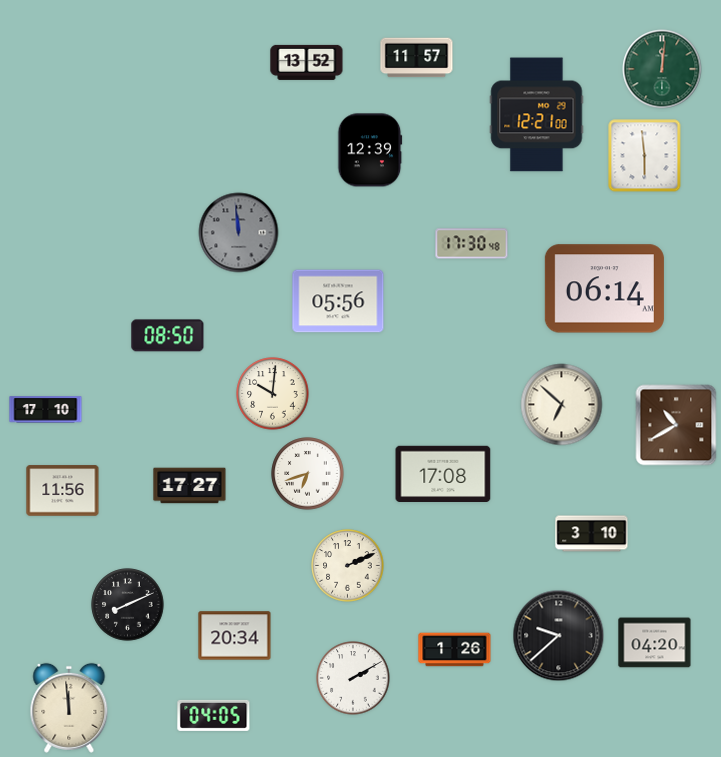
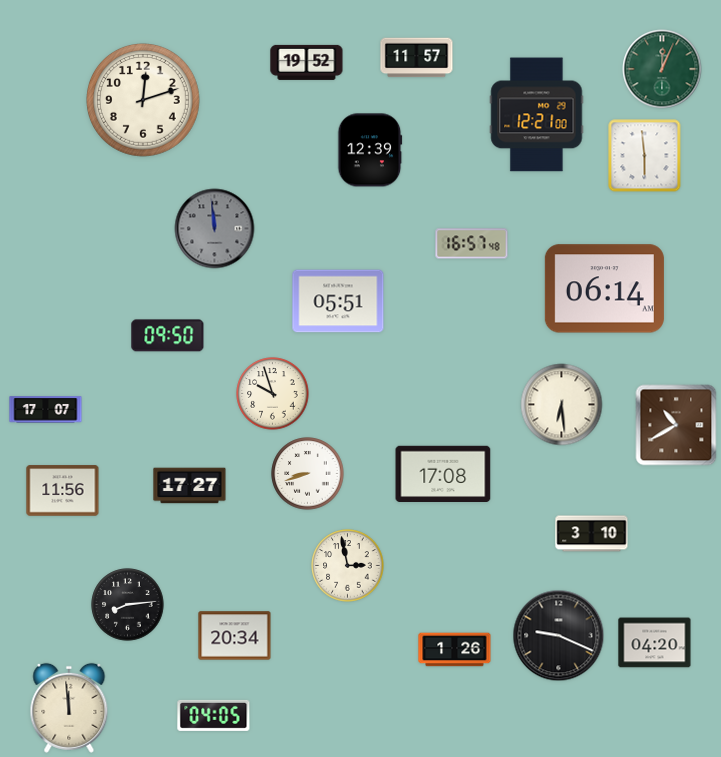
clock at (307, 62): 13:52 -> 19:52
clock at (662, 69): 12:01 -> 12:04
clock at (144, 101): none -> 12:12
clock at (239, 233) position: (239, 233) -> (215, 229)
clock at (472, 244): 17:30 -> 16:57
clock at (338, 301): 05:56 -> 05:51
clock at (168, 336): 08:50 -> 09:50
clock at (273, 394): 10:01 -> 9:57
clock at (562, 405): 6:52 -> 6:29
clock at (46, 410): 17:10 -> 17:07
clock at (308, 474): 6:42 -> 8:42
clock at (348, 566): 2:11 -> 2:58
clock at (128, 605): 8:11 -> 8:14
clock at (559, 636): 9:38 -> 9:19
clock at (353, 678): 2:10 -> none
